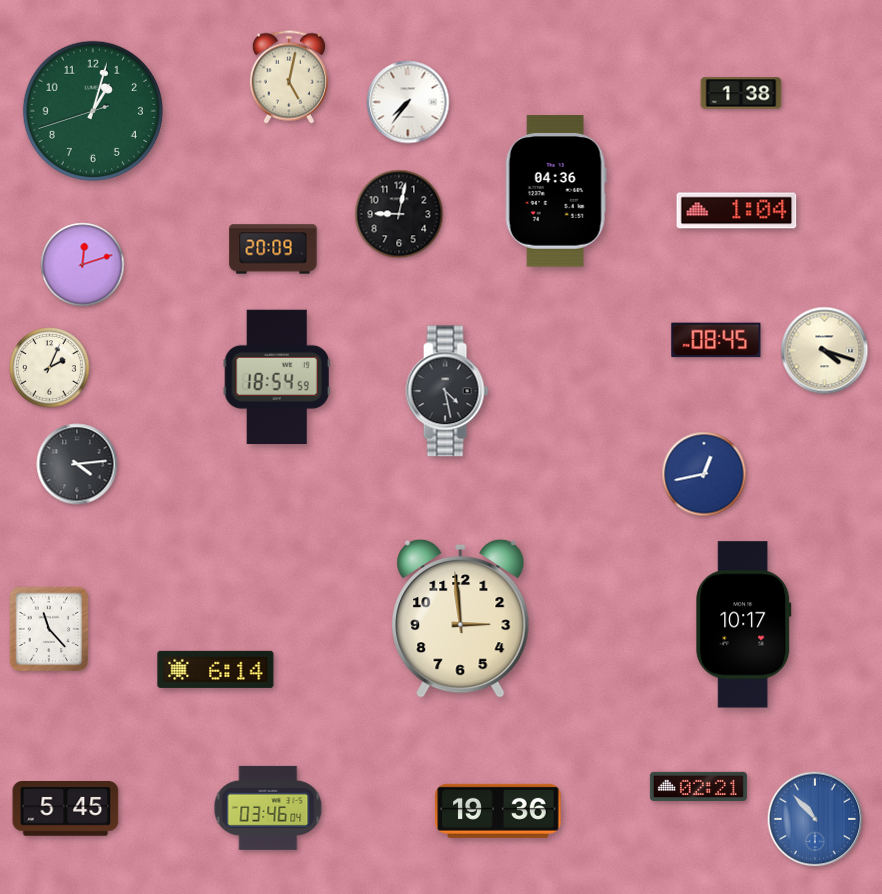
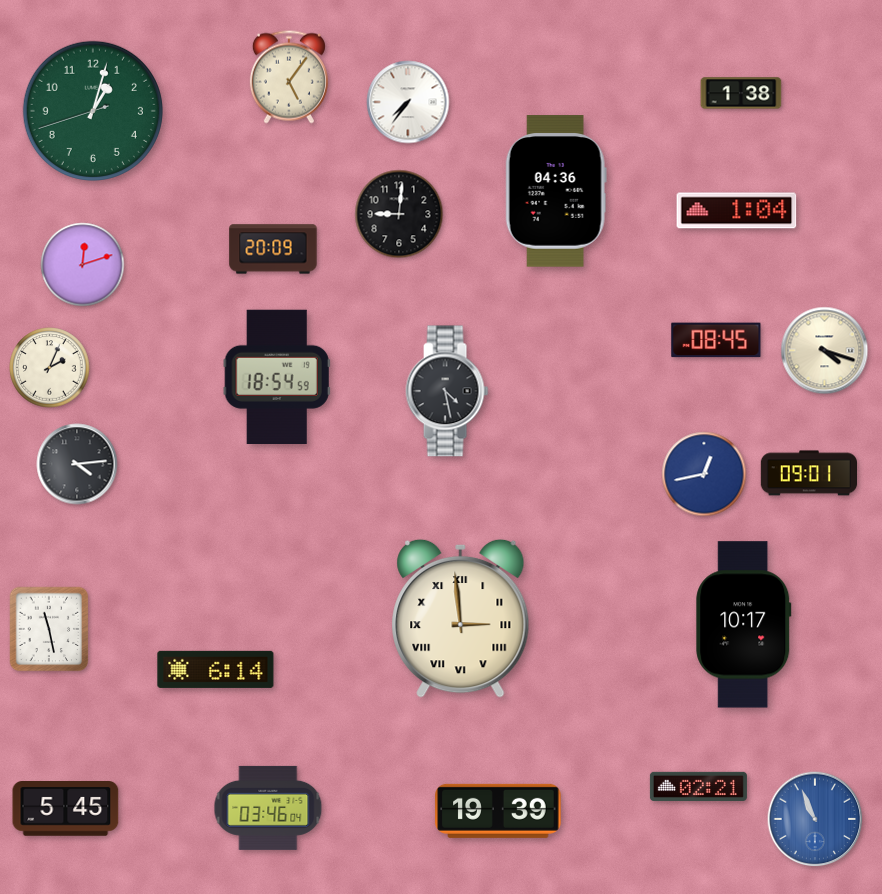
clock at (289, 77): 5:02 -> 5:06
clock at (399, 214): 9:02 -> 9:01
clock at (808, 473): none -> 09:01
clock at (461, 618) numerals: Arabic -> Roman
clock at (49, 629): 11:23 -> 11:28
clock at (498, 811): 19:36 -> 19:39
clock at (815, 819): 10:53 -> 10:56
